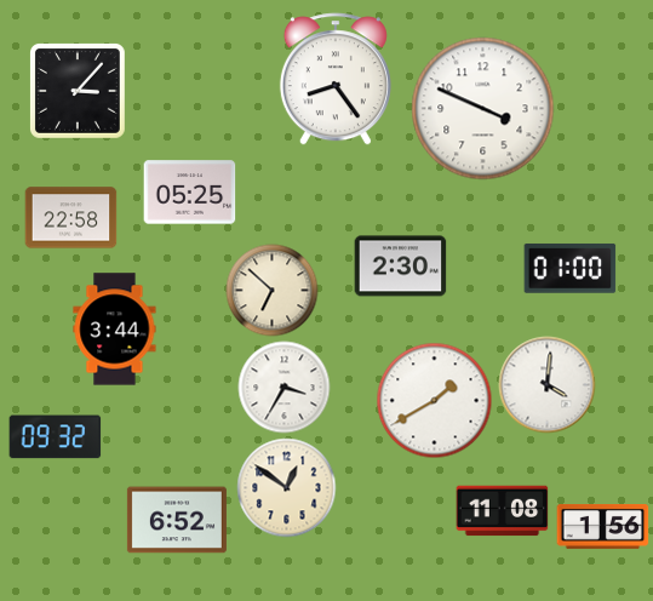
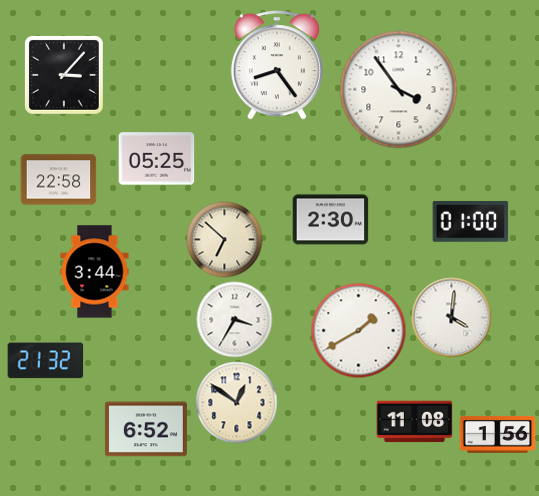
clock at (483, 109): 3:49 -> 3:54
clock at (56, 437): 09:32 -> 21:32
